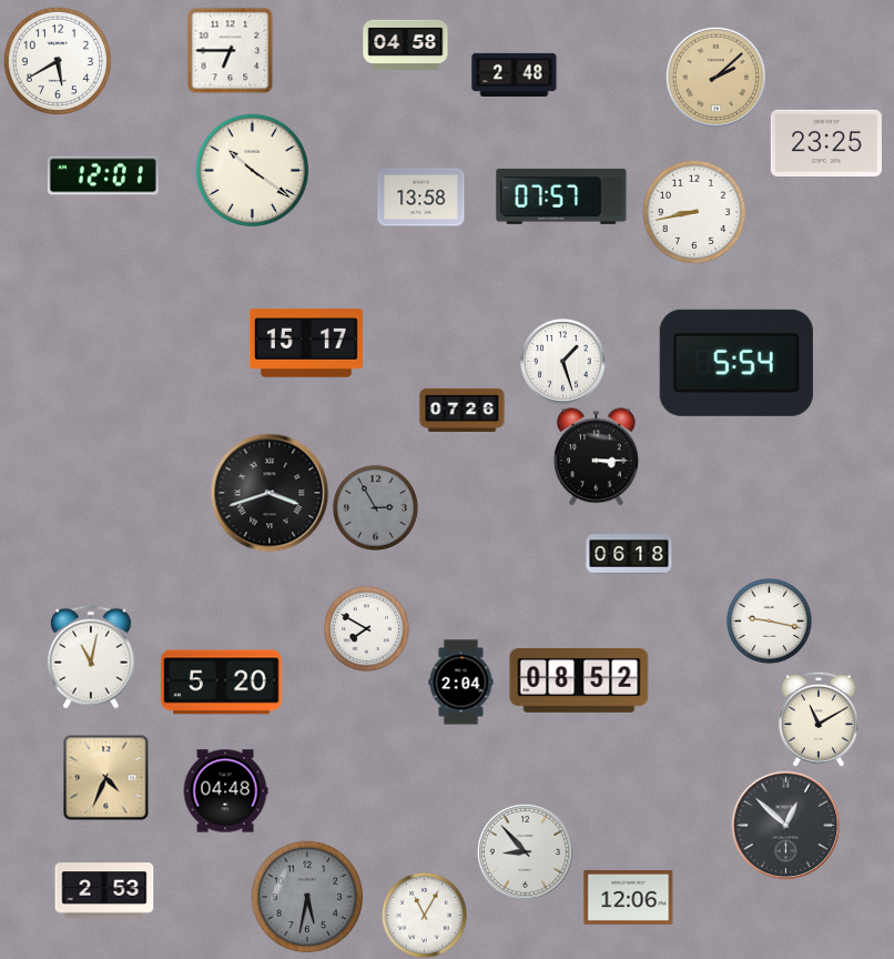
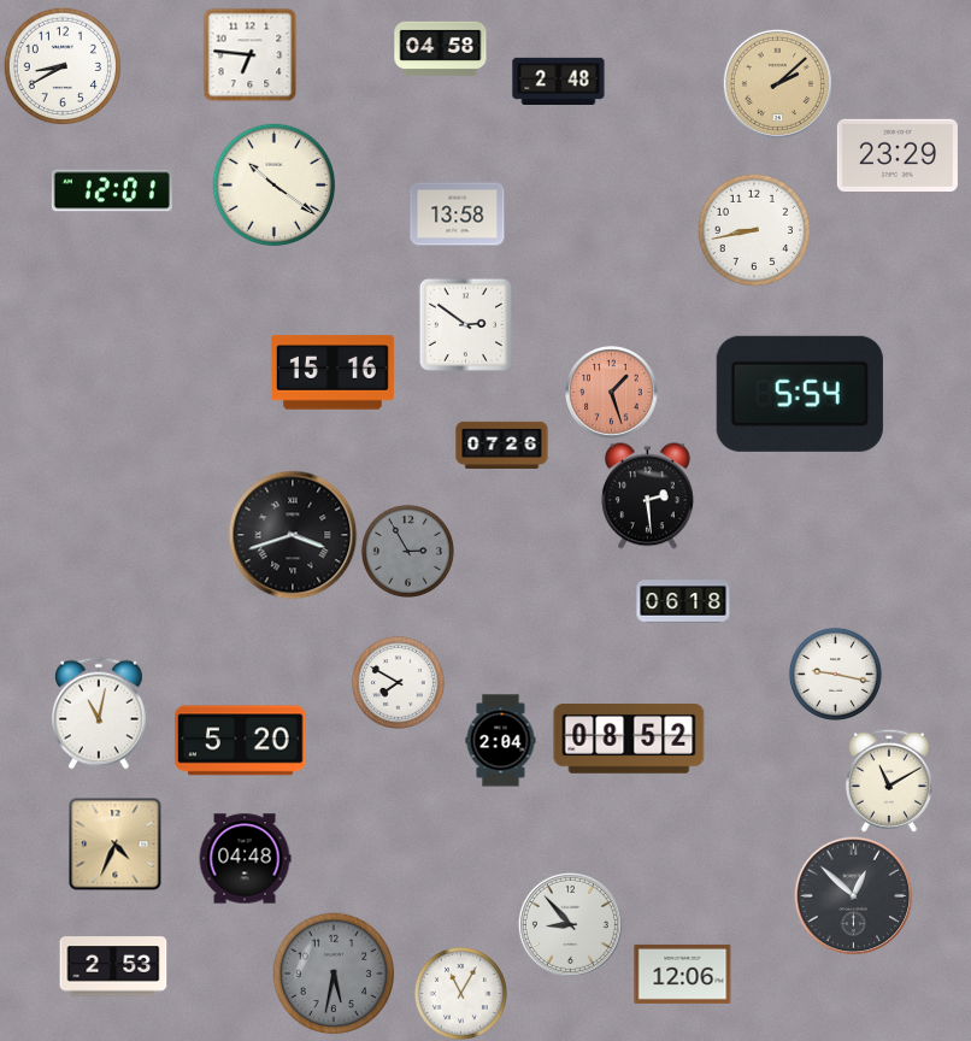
clock at (230, 50): 6:45 -> 6:46
clock at (57, 60): 5:40 -> 8:40
clock at (826, 142): 23:25 -> 23:29
clock at (561, 196): 07:57 -> none
clock at (465, 324): none -> 2:51
clock at (306, 343): 15:17 -> 15:16
clock at (563, 362) dial: white -> salmon
clock at (596, 457): 3:15 -> 2:29
